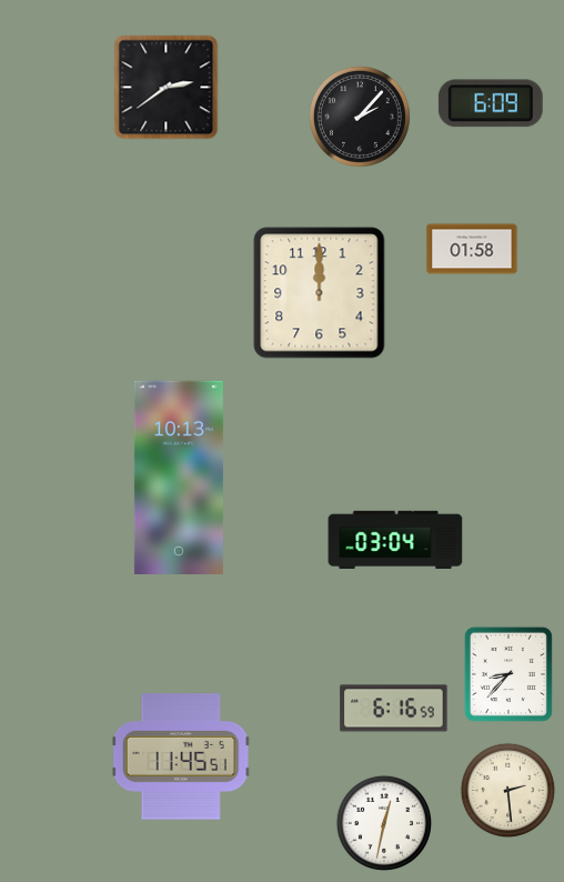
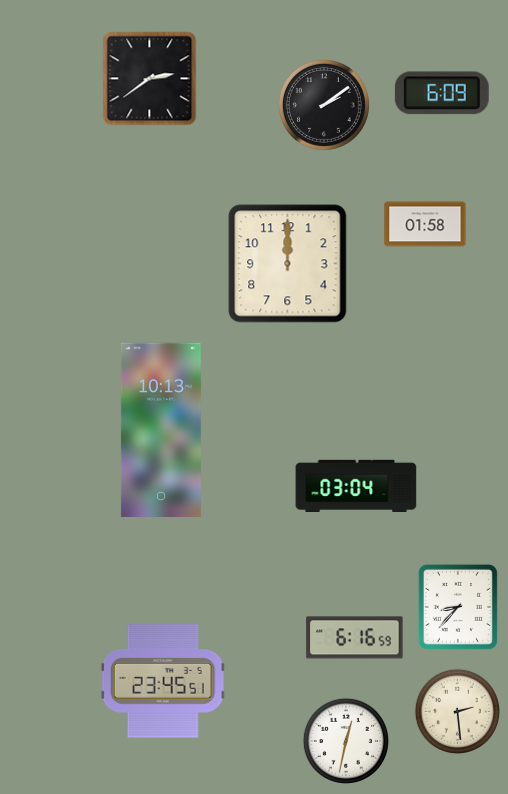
clock at (360, 117): 2:07 -> 2:09
clock at (181, 756): 11:45 -> 23:45
